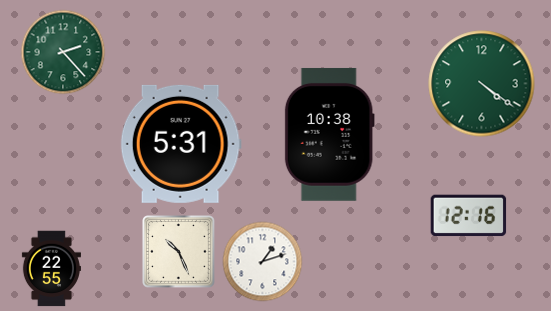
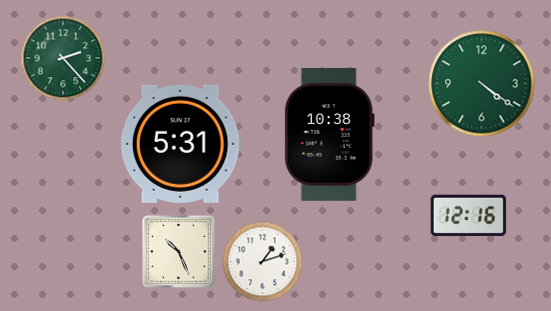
clock at (63, 52) position: (63, 52) -> (63, 58)
clock at (51, 269): 22:55 -> none
